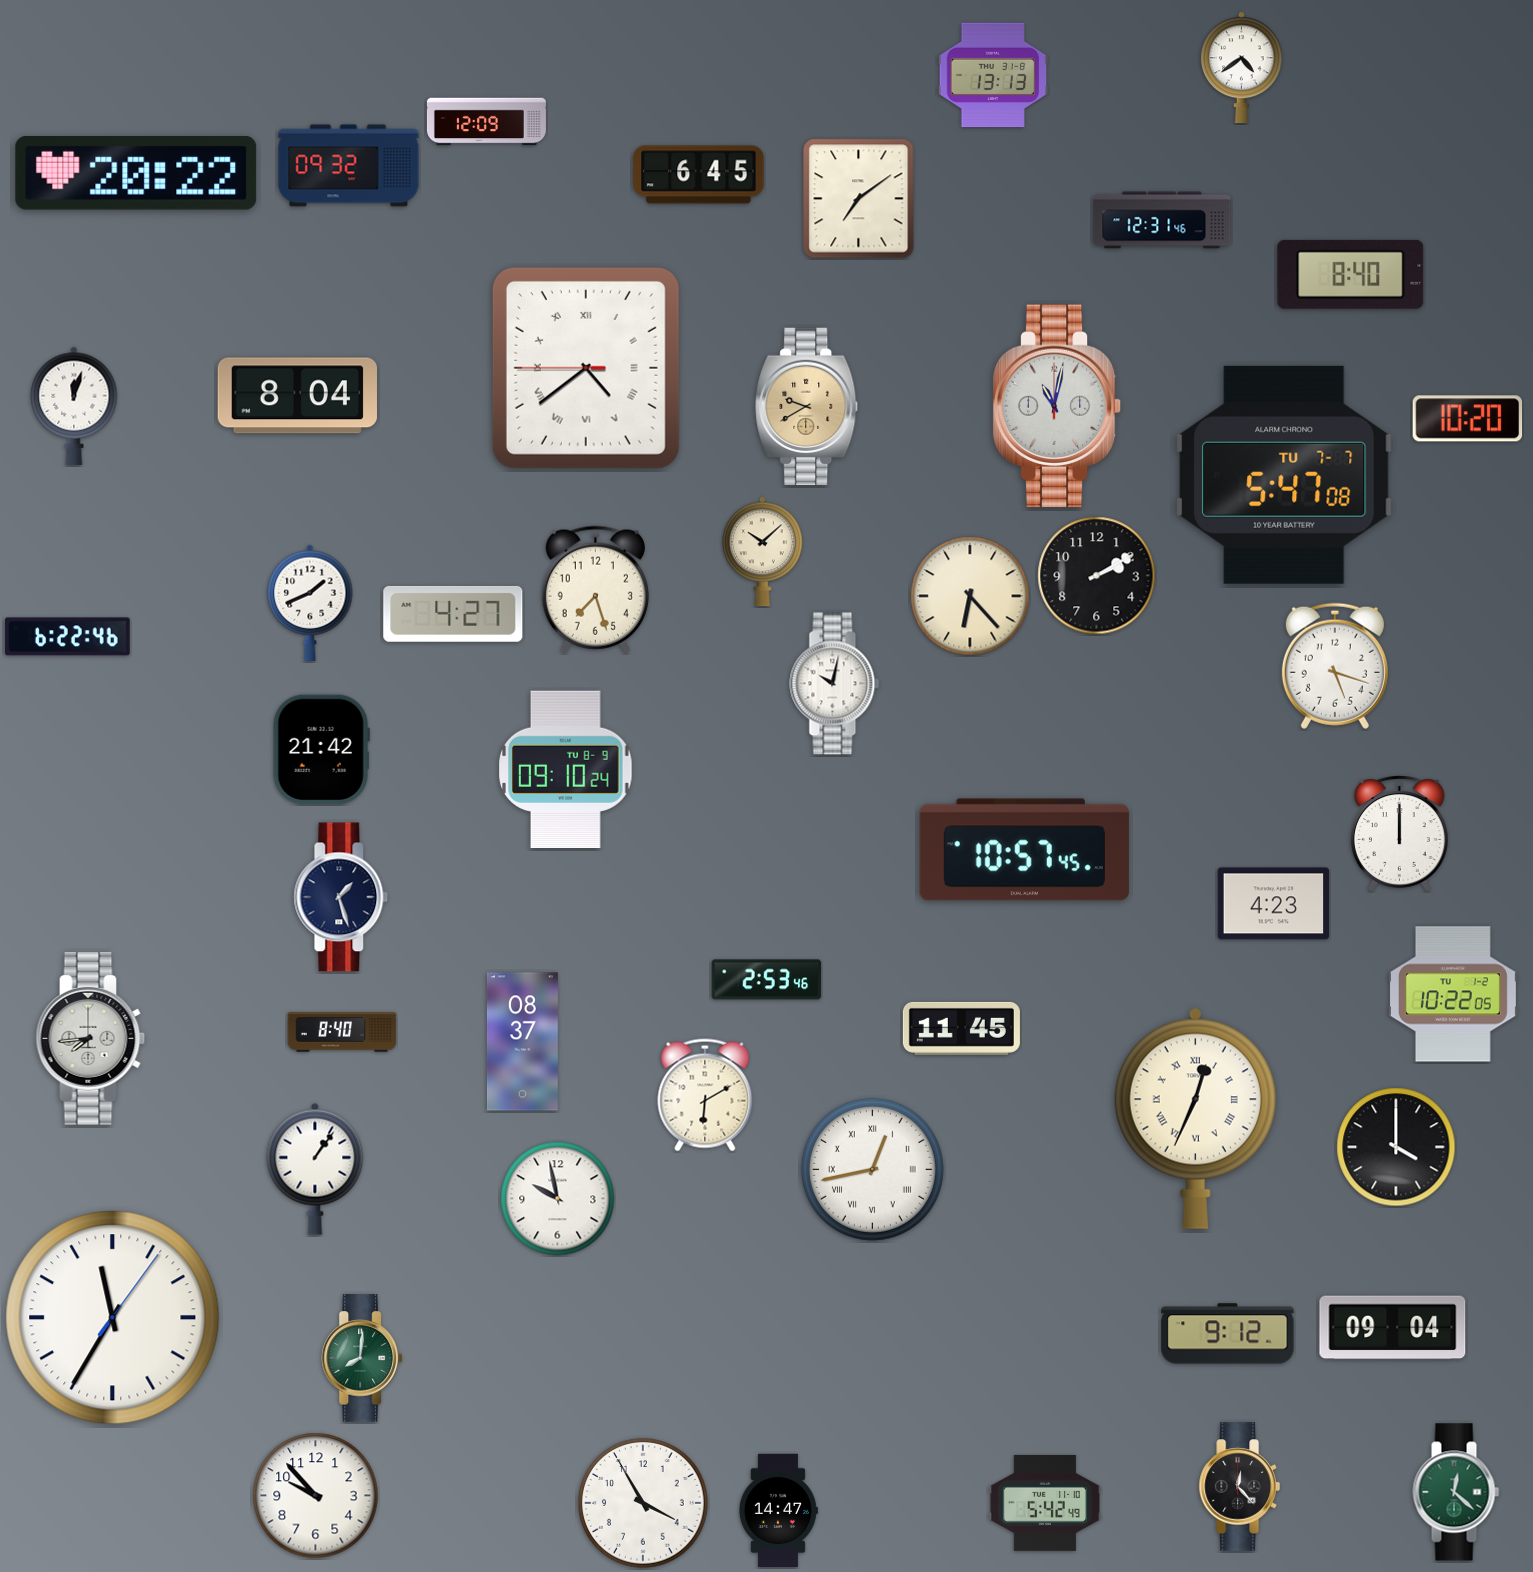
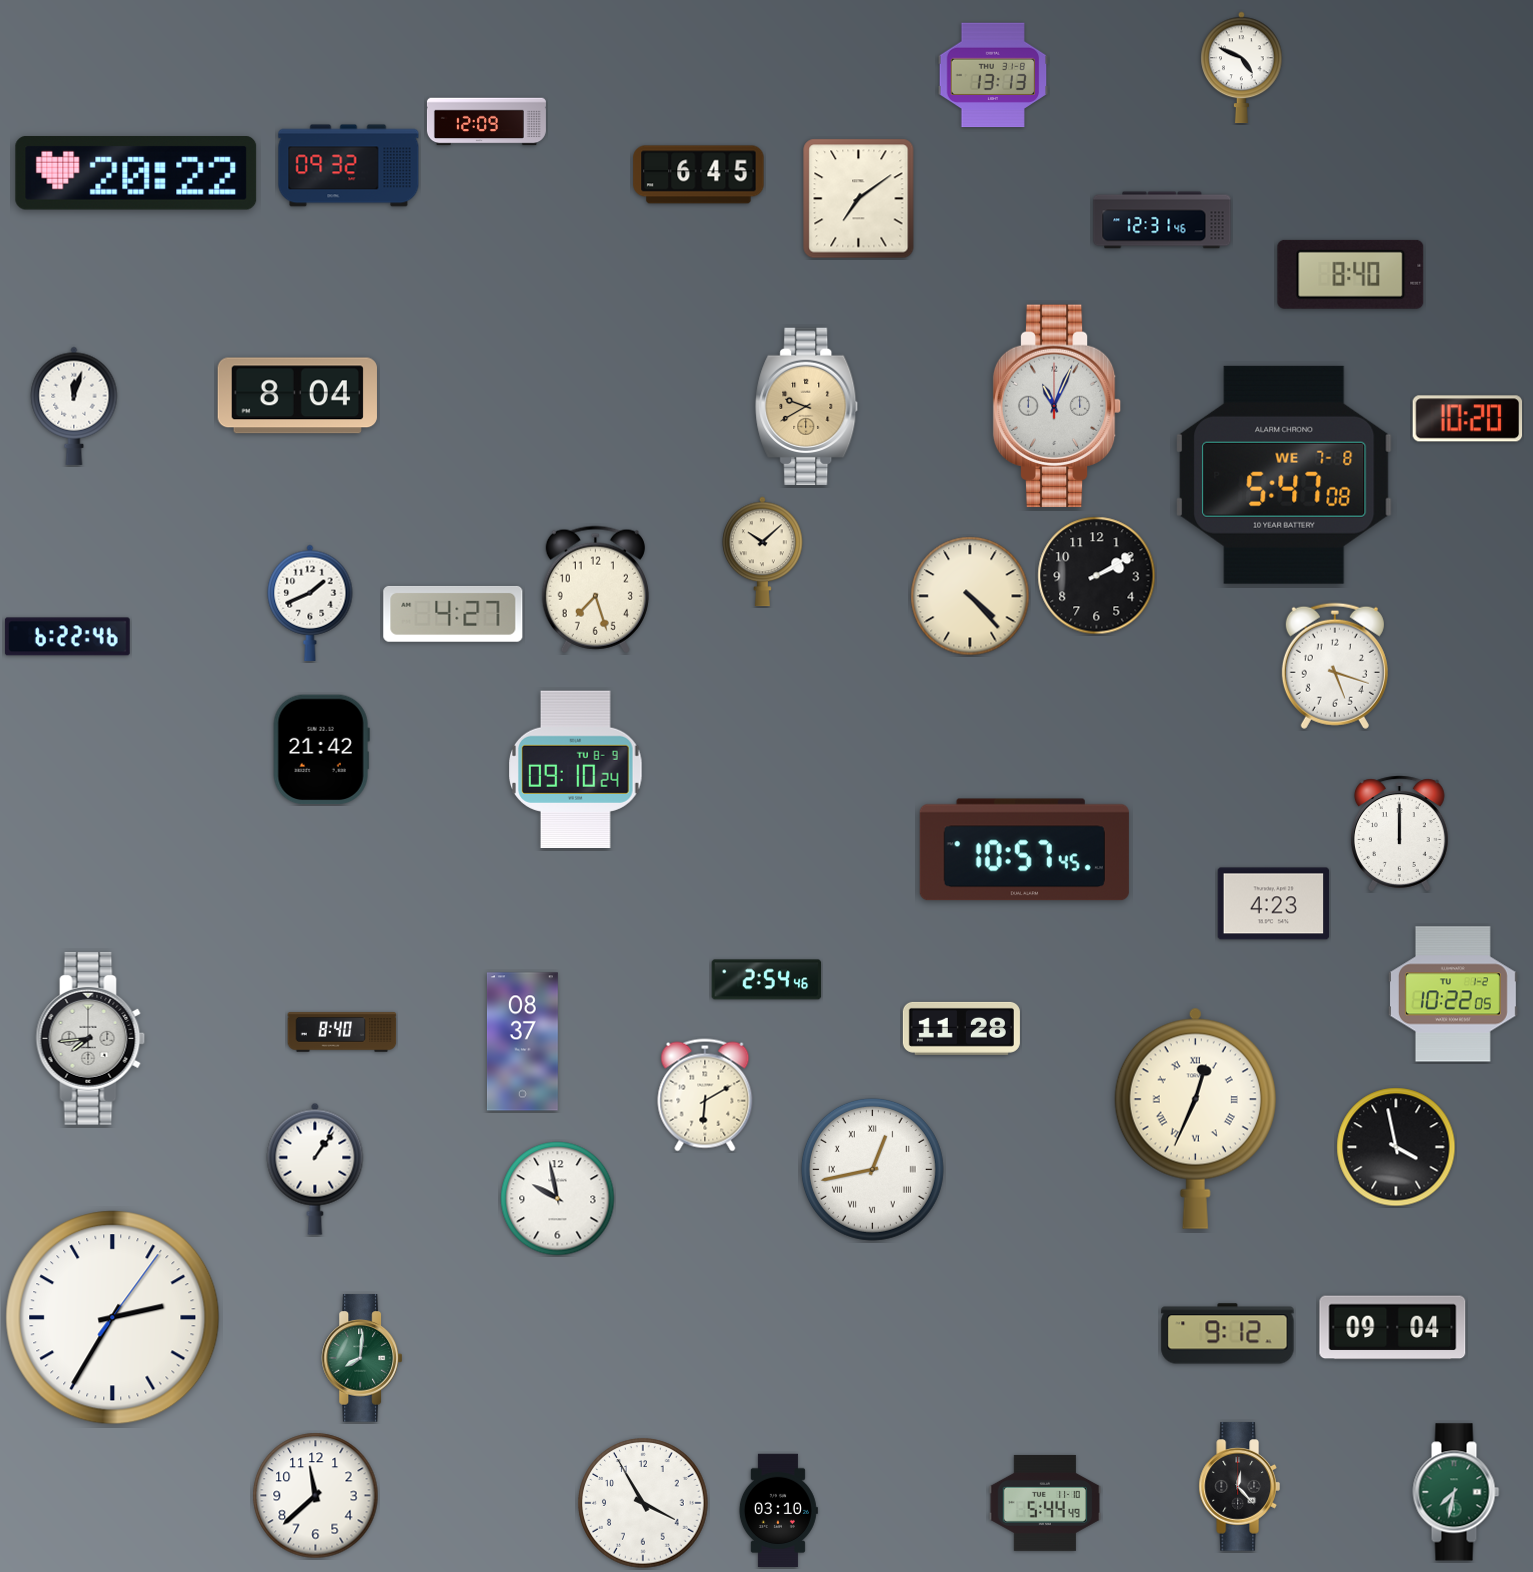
clock at (1242, 68): 4:39 -> 4:49
clock at (586, 368): 4:38 -> none
clock at (1057, 406): 11:02 -> 11:04
clock at (1284, 475) date: TU 7-7 -> WE 7-8
clock at (970, 596): 6:23 -> 4:23
clock at (835, 684): 10:02 -> none
clock at (566, 769) position: (566, 769) -> (576, 769)
clock at (341, 897): 1:27 -> none
clock at (767, 980): 2:53 -> 2:54
clock at (961, 1028): 11:45 -> 11:28
clock at (1396, 1147): 4:00 -> 3:58
clock at (113, 1318): 11:35 -> 2:35
clock at (1456, 1492): 12:22 -> 7:32
clock at (316, 1496): 9:53 -> 11:38
clock at (1045, 1503): 5:42 -> 5:44
clock at (778, 1510): 14:47 -> 03:10
